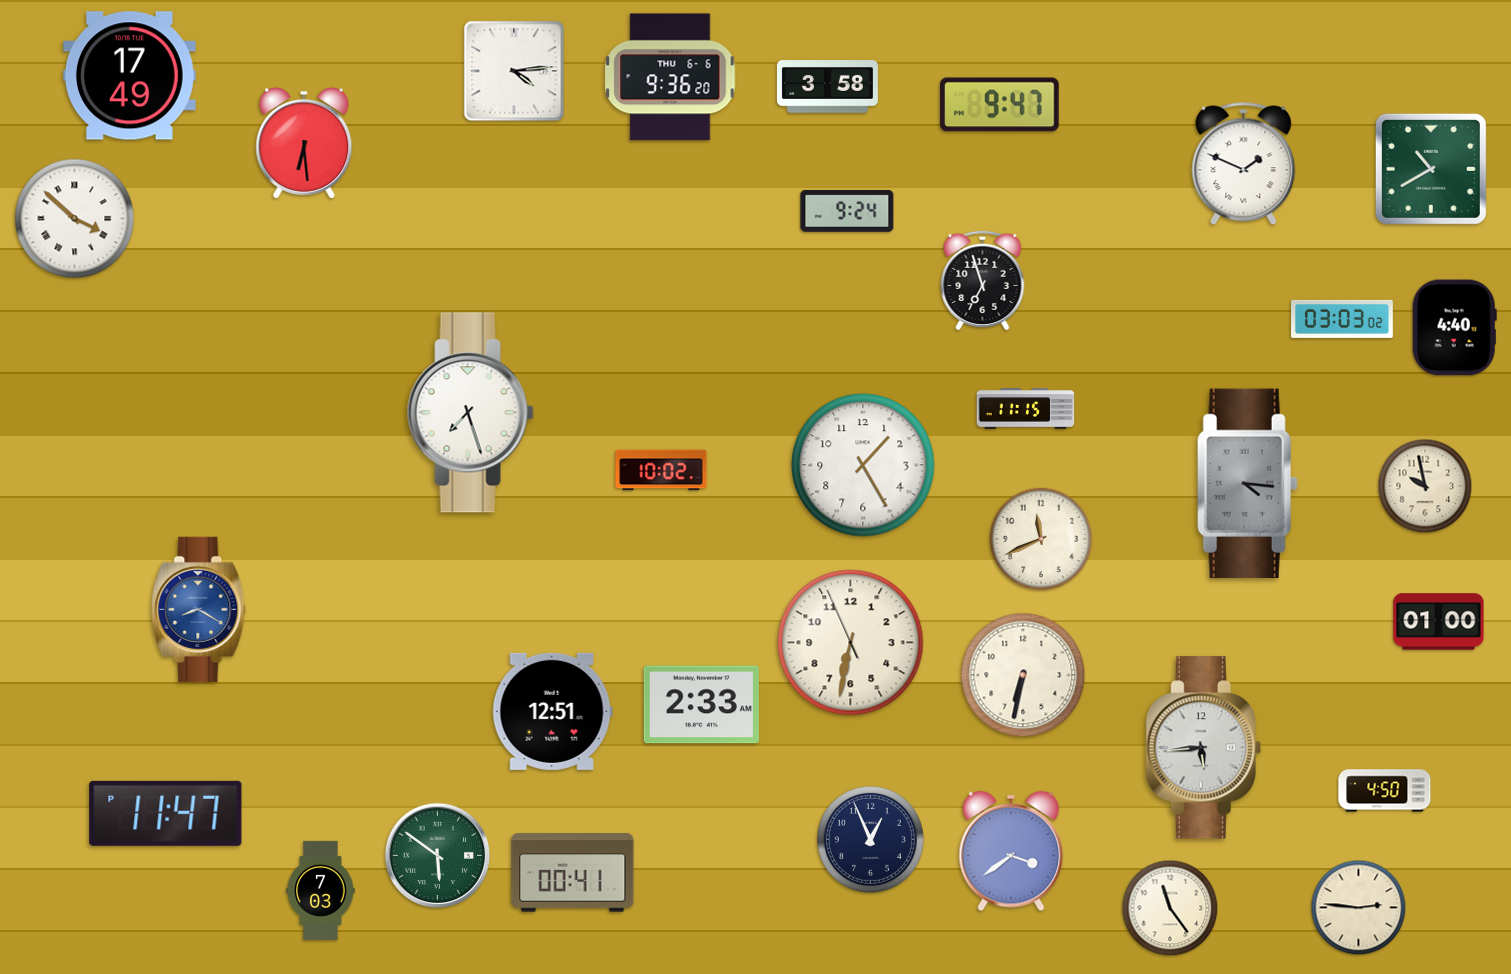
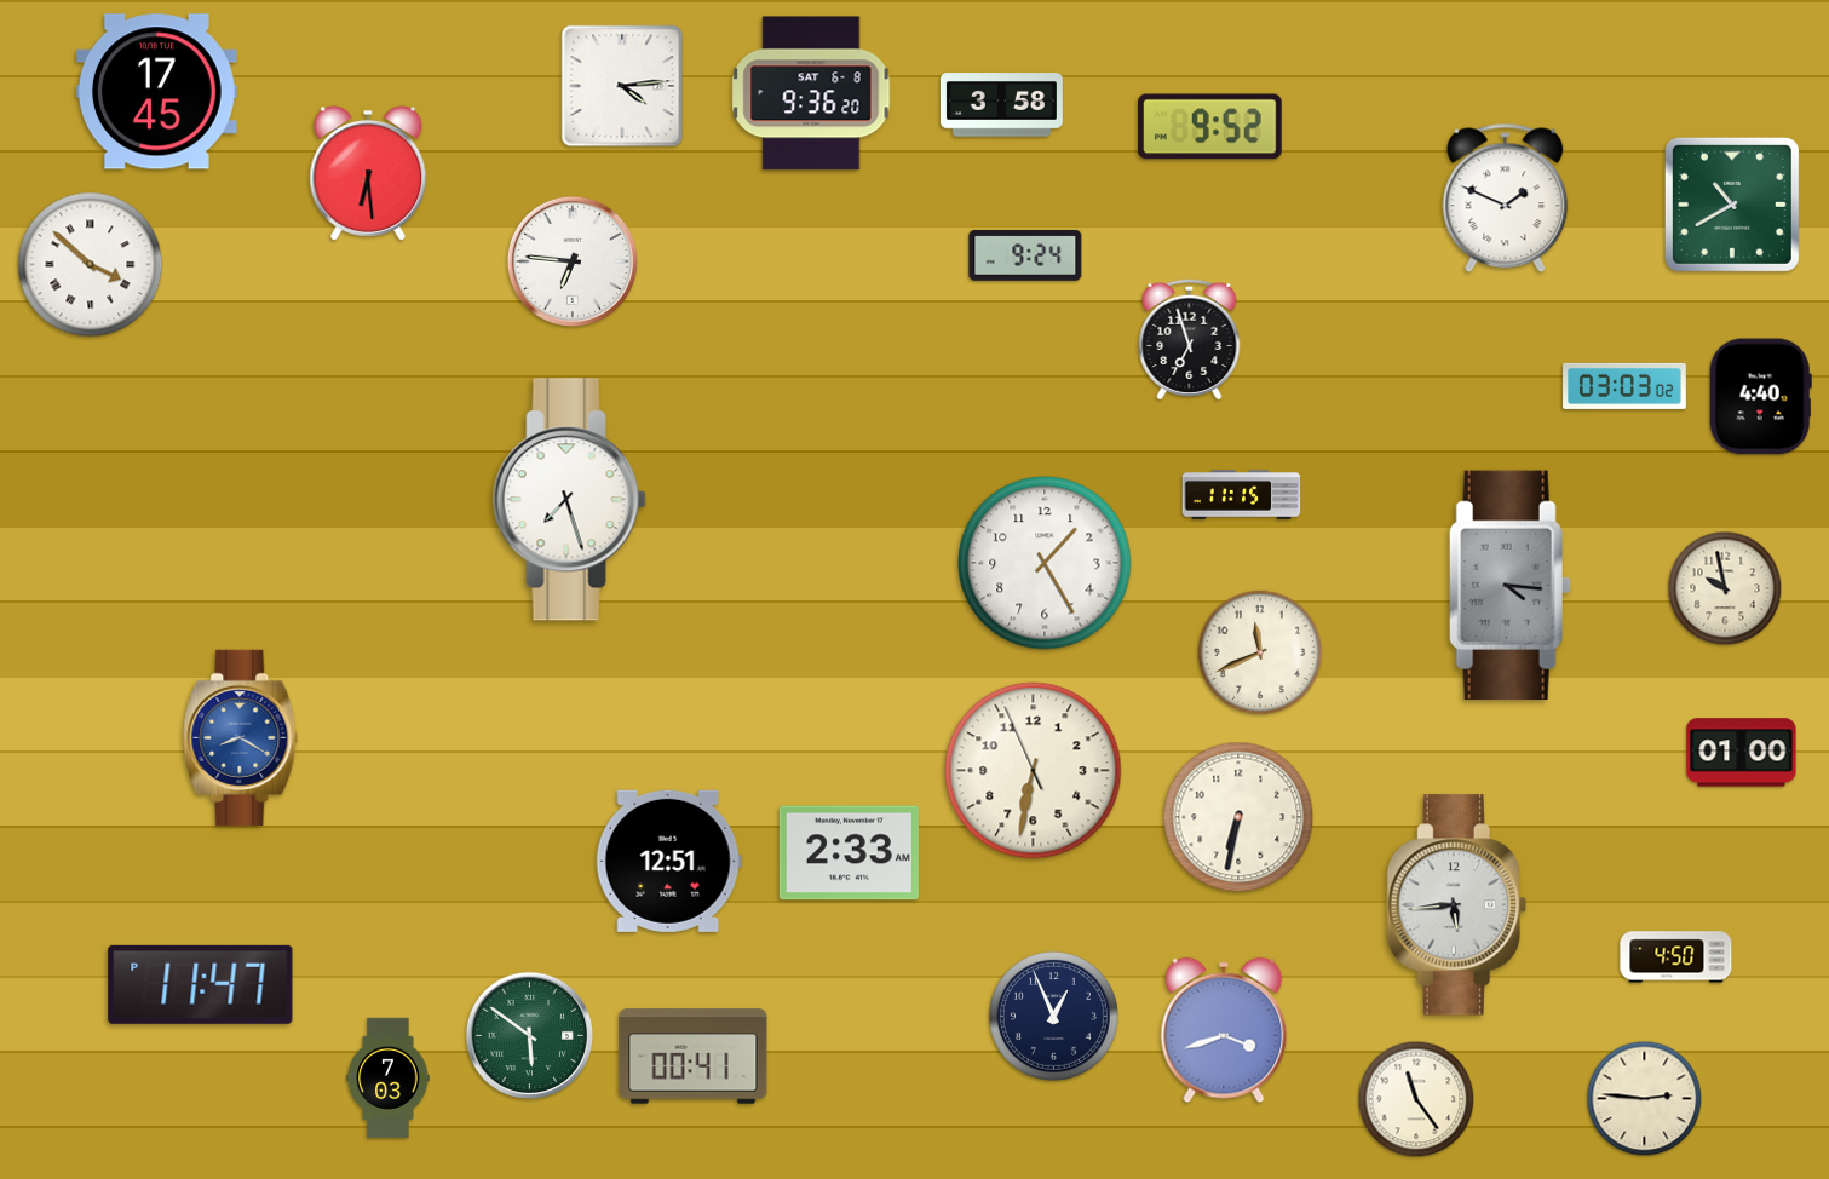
clock at (129, 76): 17:49 -> 17:45
clock at (670, 77) date: THU 6-6 -> SAT 6-8
clock at (1000, 105): 9:47 -> 9:52
clock at (573, 261): none -> 6:46
clock at (661, 470): 10:02 -> none
clock at (851, 643) position: (851, 643) -> (1034, 771)
clock at (1011, 851): 3:39 -> 3:42
